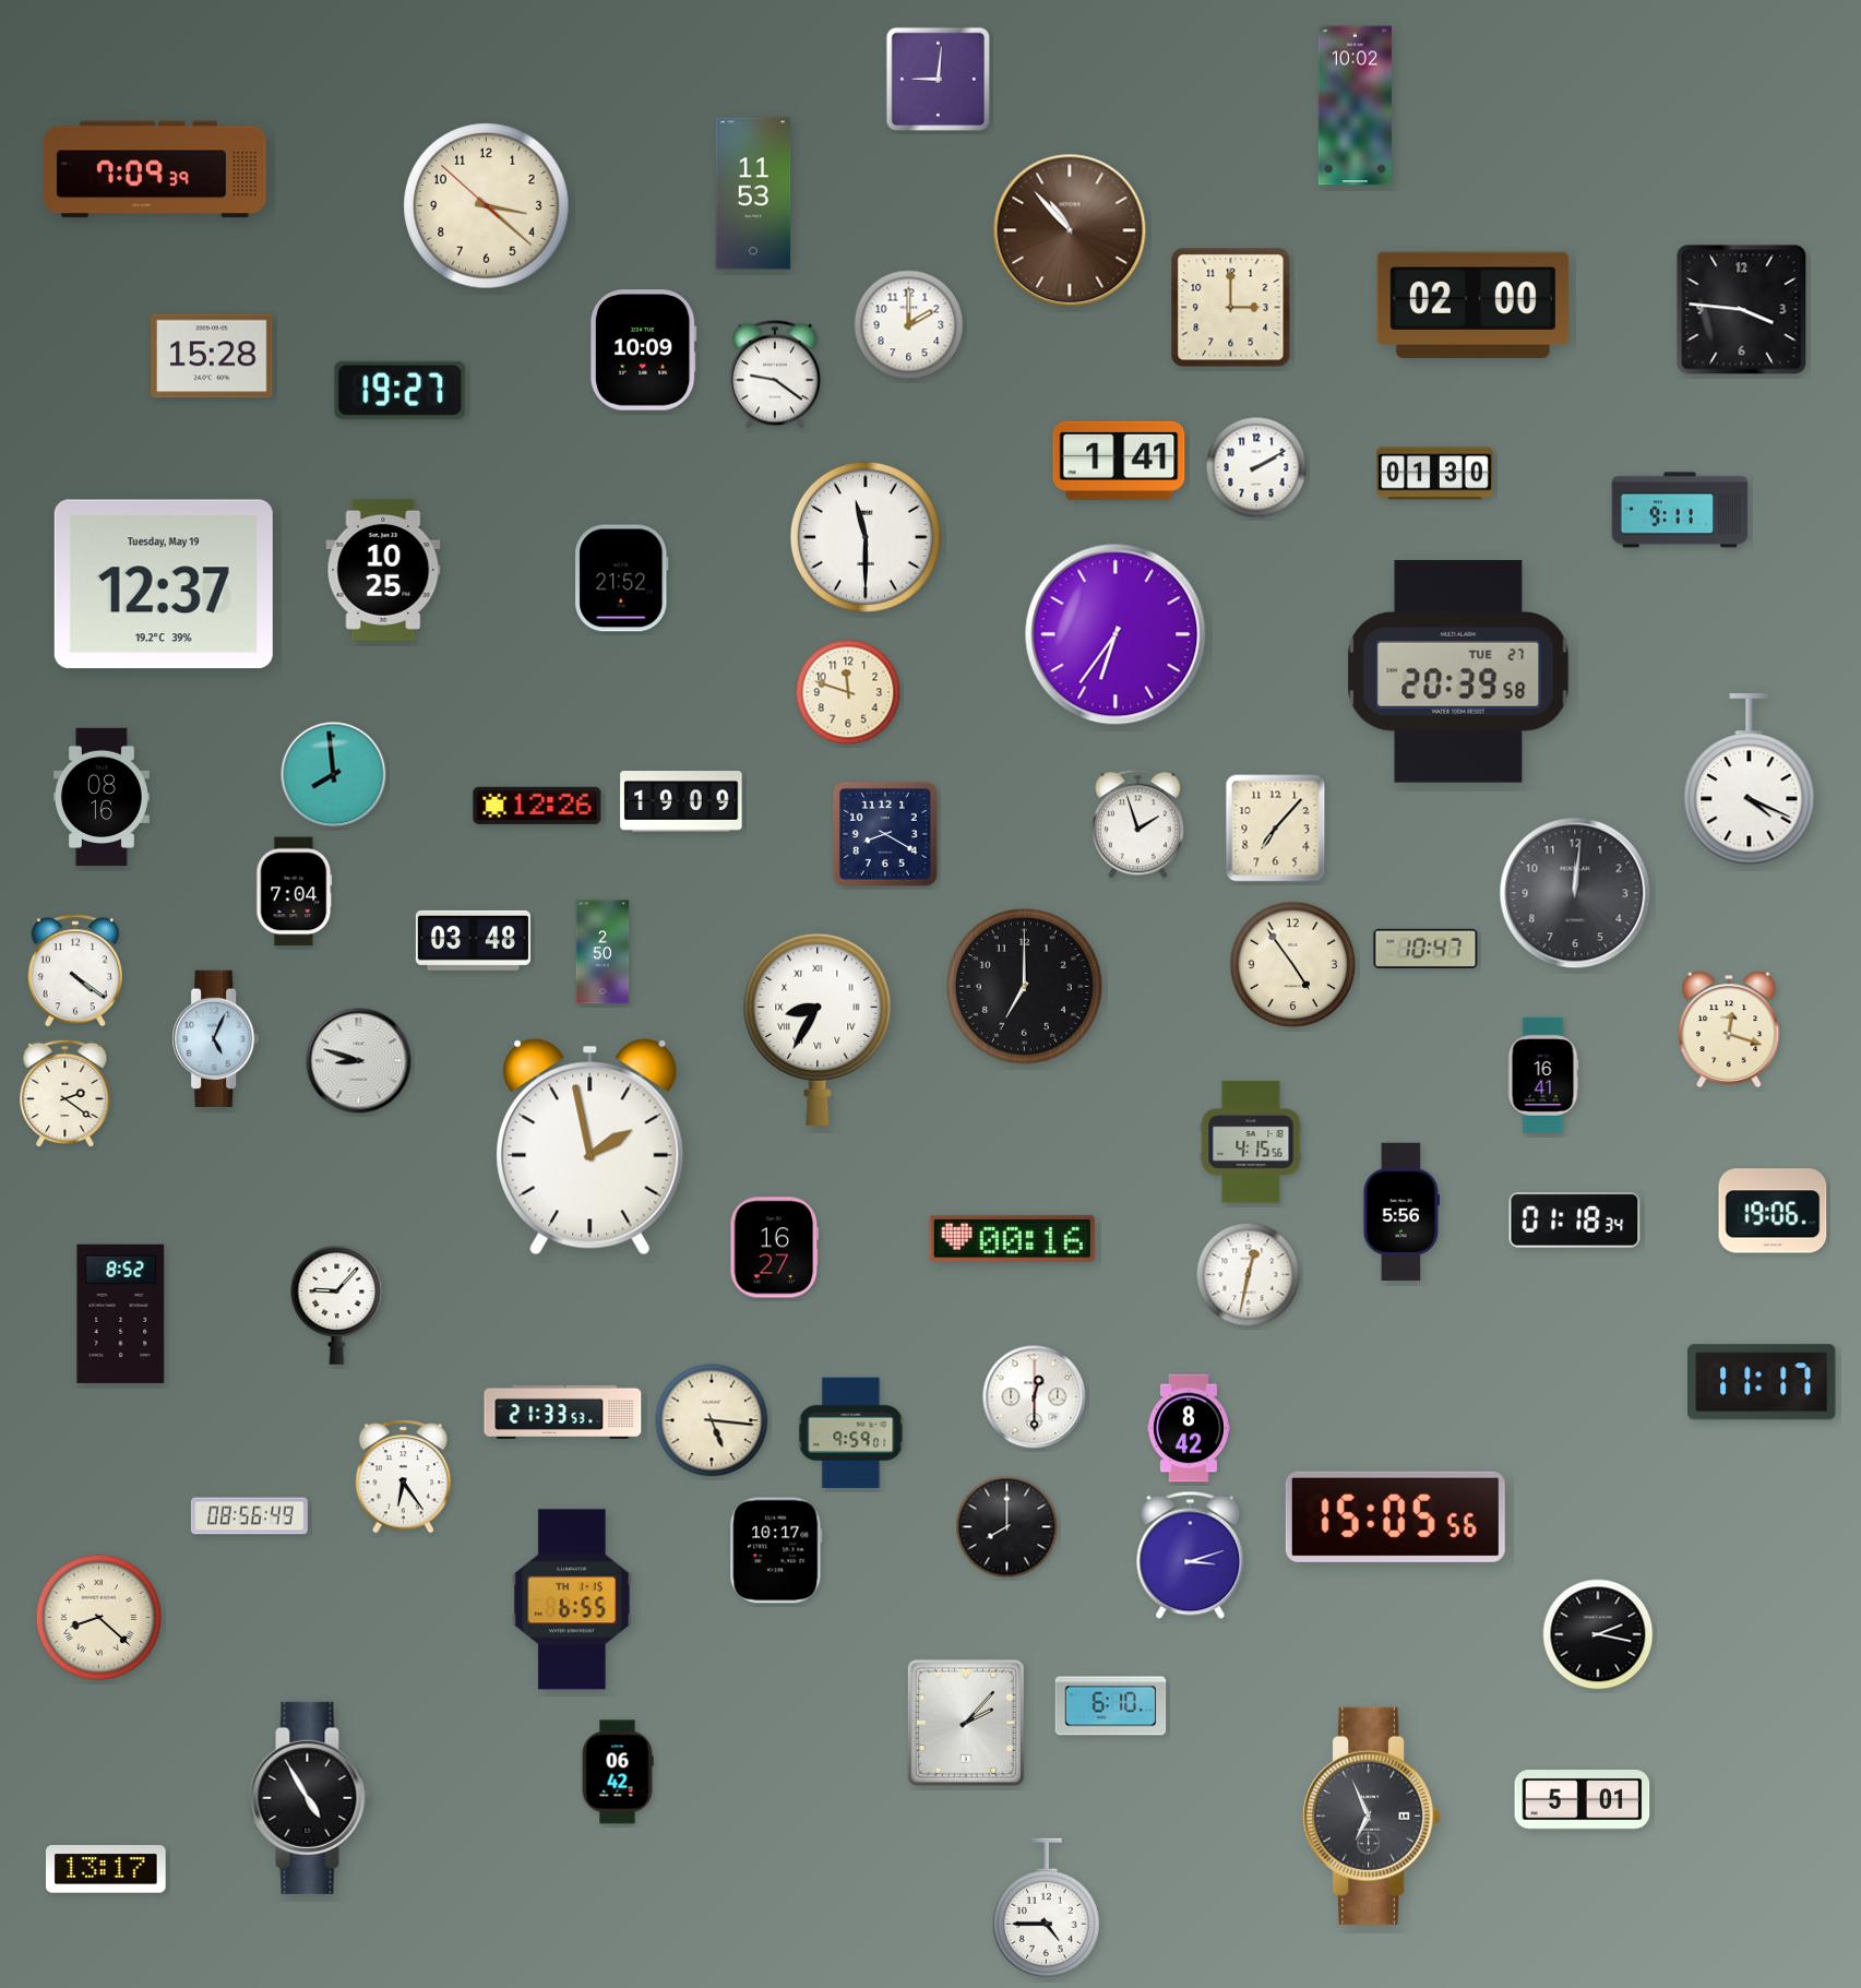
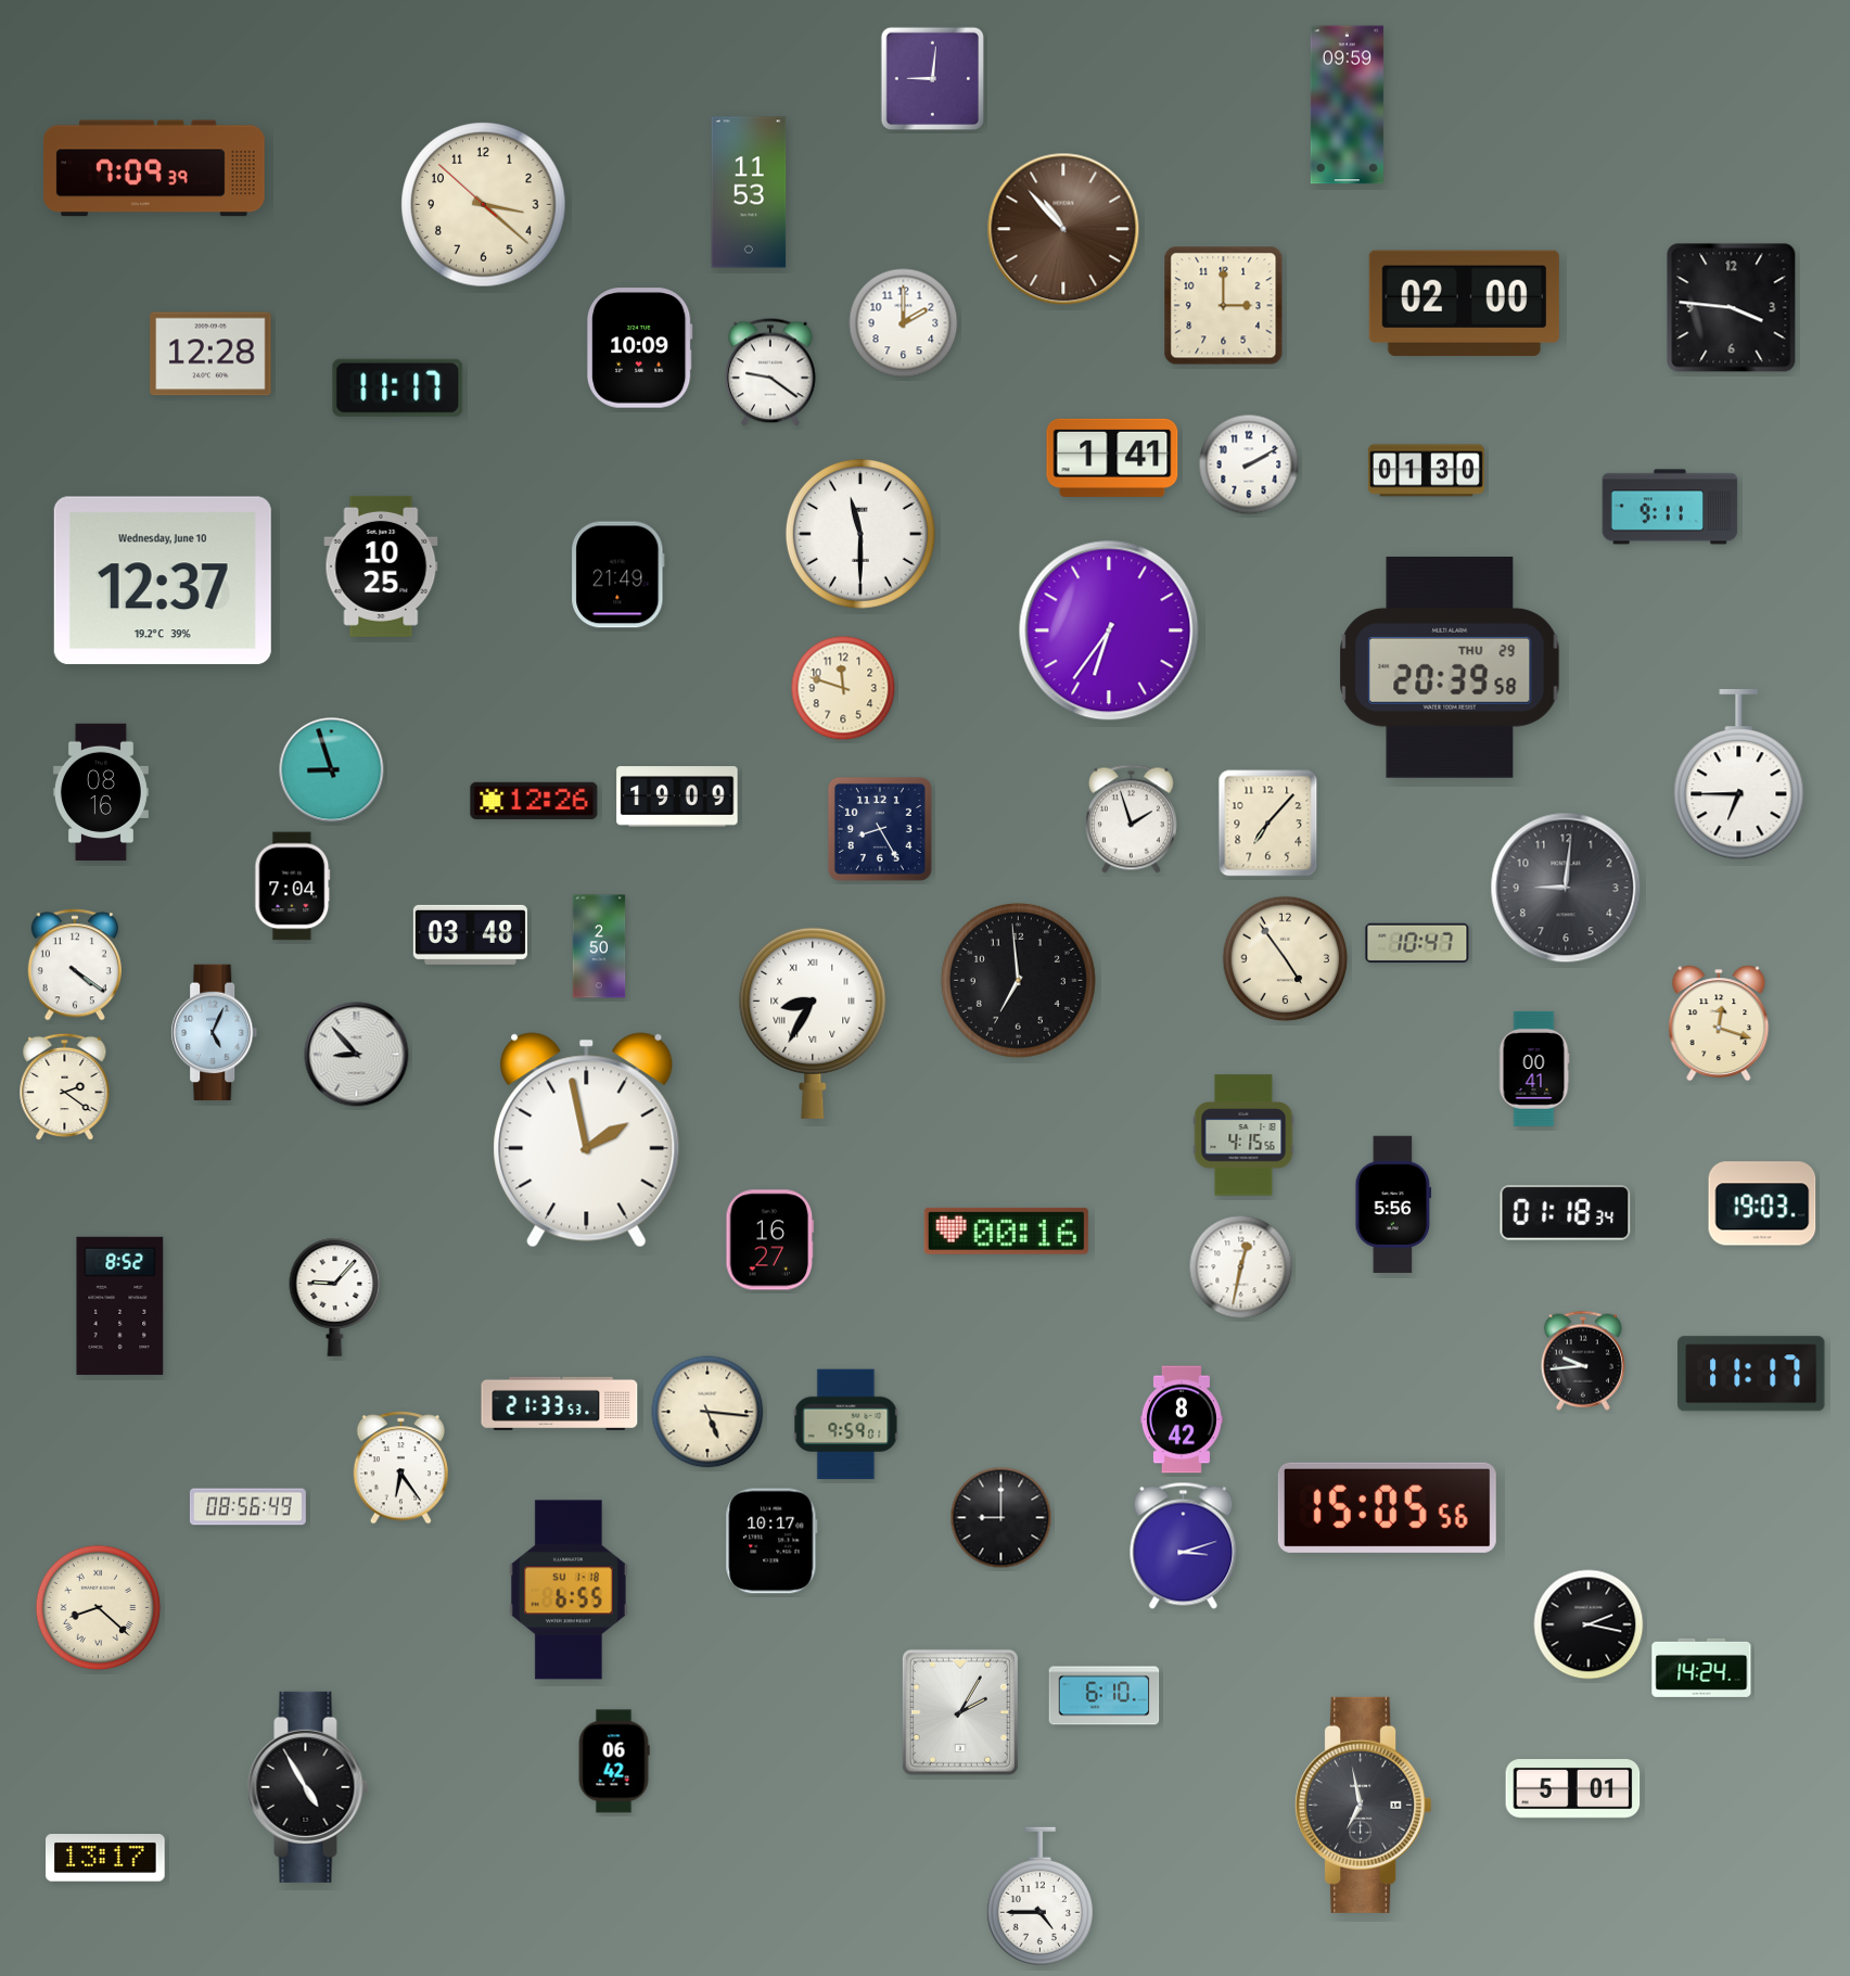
clock at (1355, 106): 10:02 -> 09:59
clock at (212, 356): 15:28 -> 12:28
clock at (401, 390): 19:27 -> 11:17
clock at (622, 579): 21:52 -> 21:49
clock at (164, 584) date: Tuesday, May 19 -> Wednesday, June 10
clock at (1458, 671) date: TUE 27 -> THU 29
clock at (334, 775): 7:59 -> 8:57
clock at (1750, 781): 4:19 -> 6:45
clock at (885, 834): 8:20 -> 8:25
clock at (1575, 893): 12:01 -> 9:01
clock at (1024, 986): 7:00 -> 6:59
clock at (359, 1061): 8:48 -> 8:53
clock at (1543, 1075): 16:41 -> 00:41
clock at (1773, 1211): 19:06 -> 19:03
clock at (1583, 1361): none -> 9:44
clock at (1035, 1397): 12:30 -> none
clock at (1007, 1527): 8:00 -> 9:00
clock at (572, 1599) date: TH 1-15 -> SU 1-18
clock at (1701, 1668): none -> 14:24
clock at (966, 1723): 2:07 -> 2:05
clock at (1372, 1816): 6:56 -> 6:58
